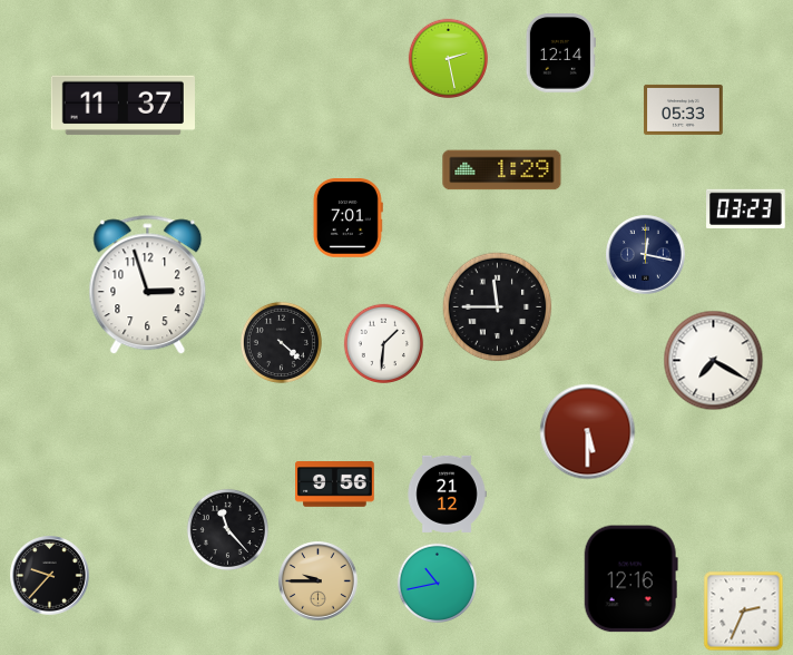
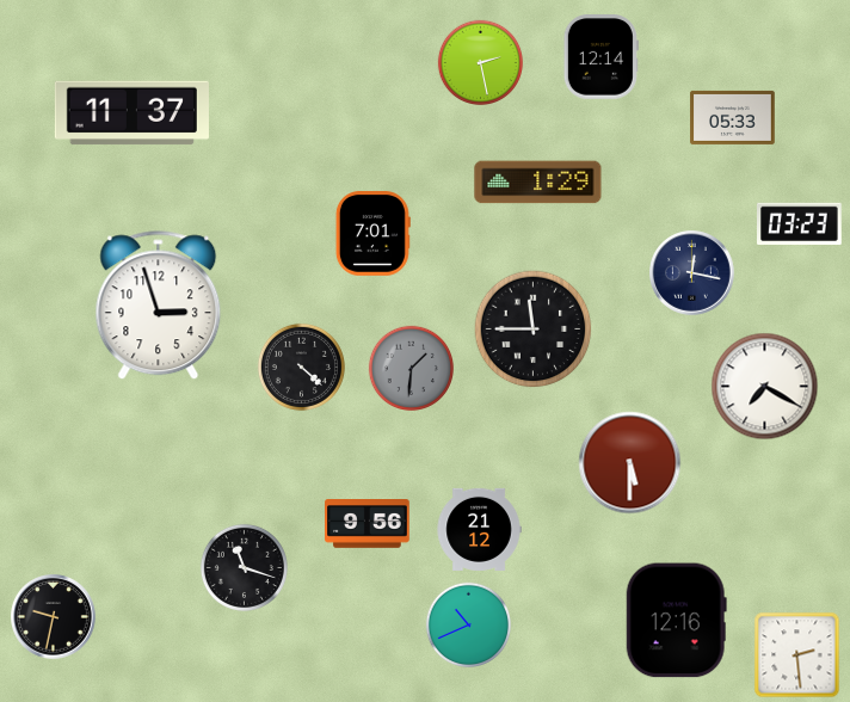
clock at (383, 343) dial: white -> grey
clock at (335, 485) position: (335, 485) -> (368, 524)
clock at (227, 529): 11:23 -> 11:18
clock at (50, 576): 9:37 -> 9:32
clock at (319, 581): 9:45 -> none
clock at (437, 583): 10:43 -> 10:41
clock at (744, 612): 2:34 -> 2:29
